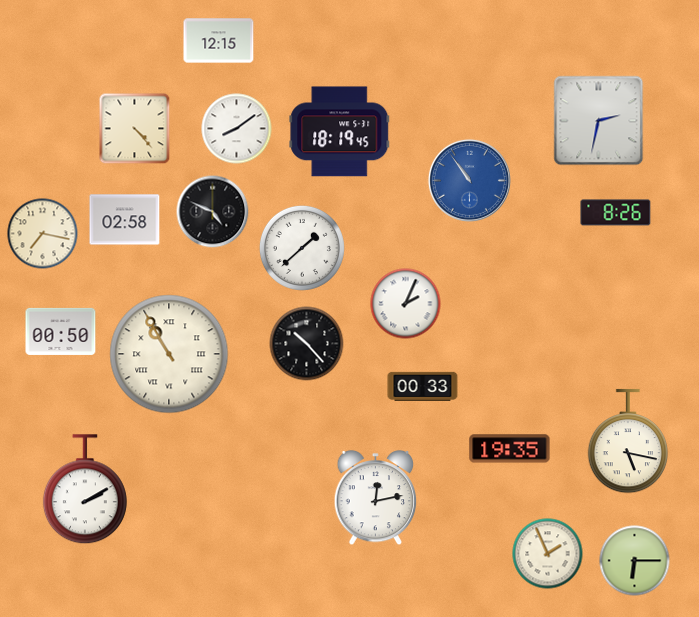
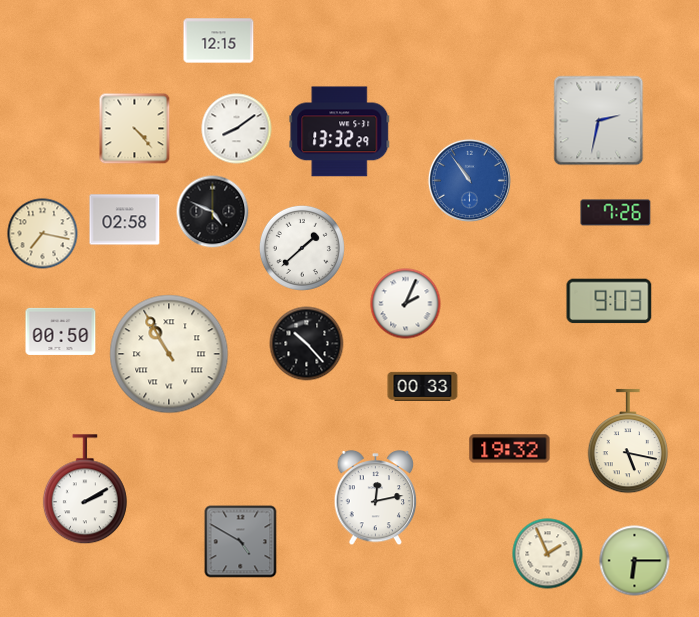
clock at (340, 132): 18:19 -> 13:32
clock at (616, 213): 8:26 -> 7:26
clock at (609, 301): none -> 9:03
clock at (510, 449): 19:35 -> 19:32
clock at (241, 542): none -> 4:50
